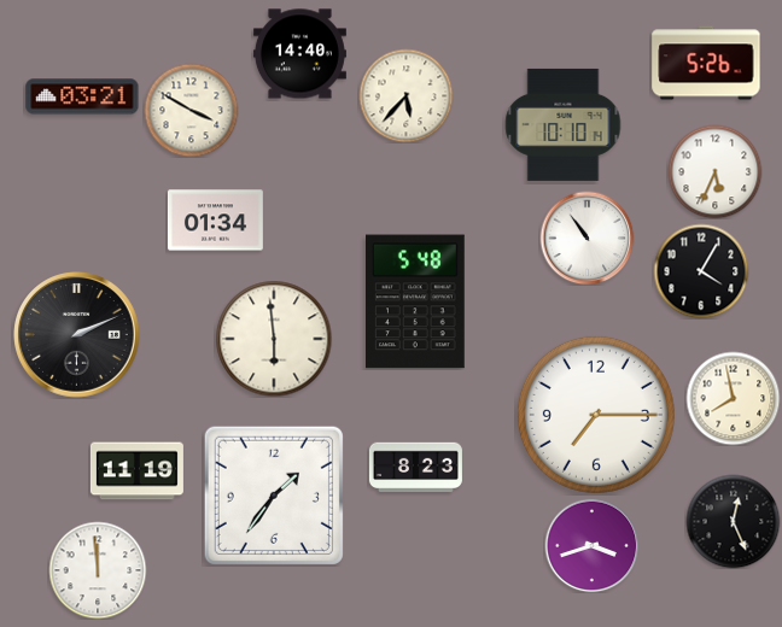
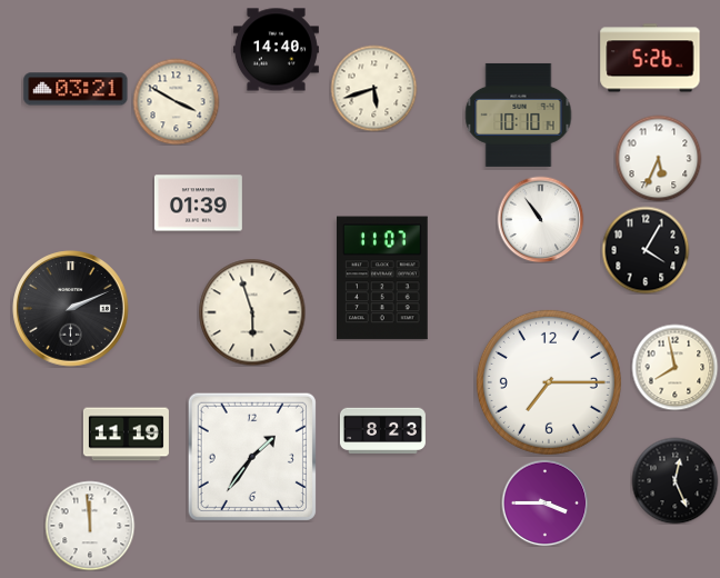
clock at (405, 95): 5:37 -> 5:42
clock at (215, 221): 01:34 -> 01:39
clock at (416, 301): 5:48 -> 11:07
clock at (274, 339): 5:59 -> 5:57
clock at (591, 545): 3:42 -> 3:45
